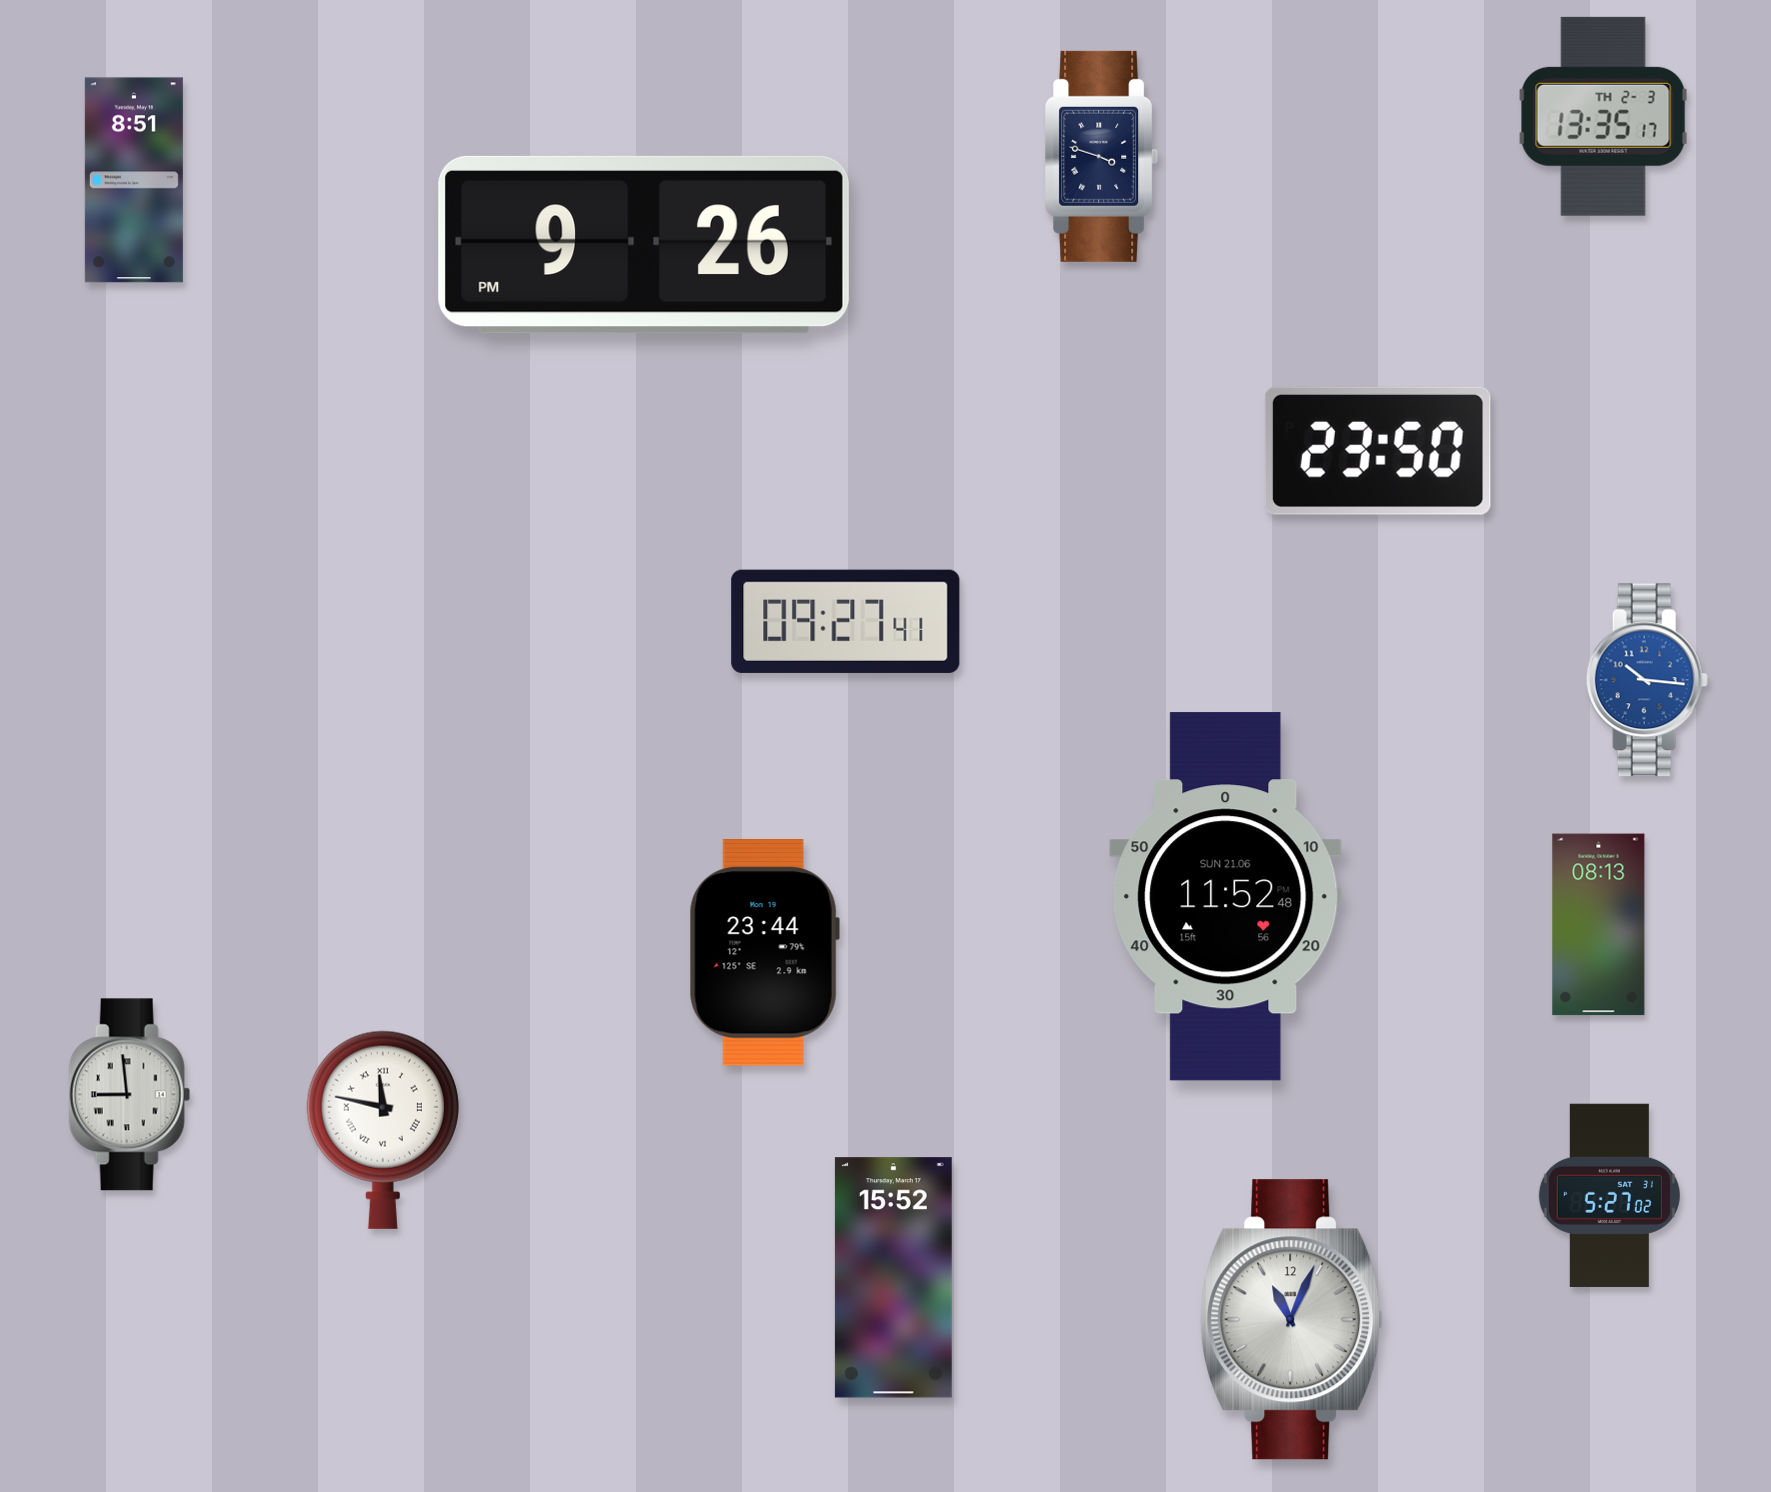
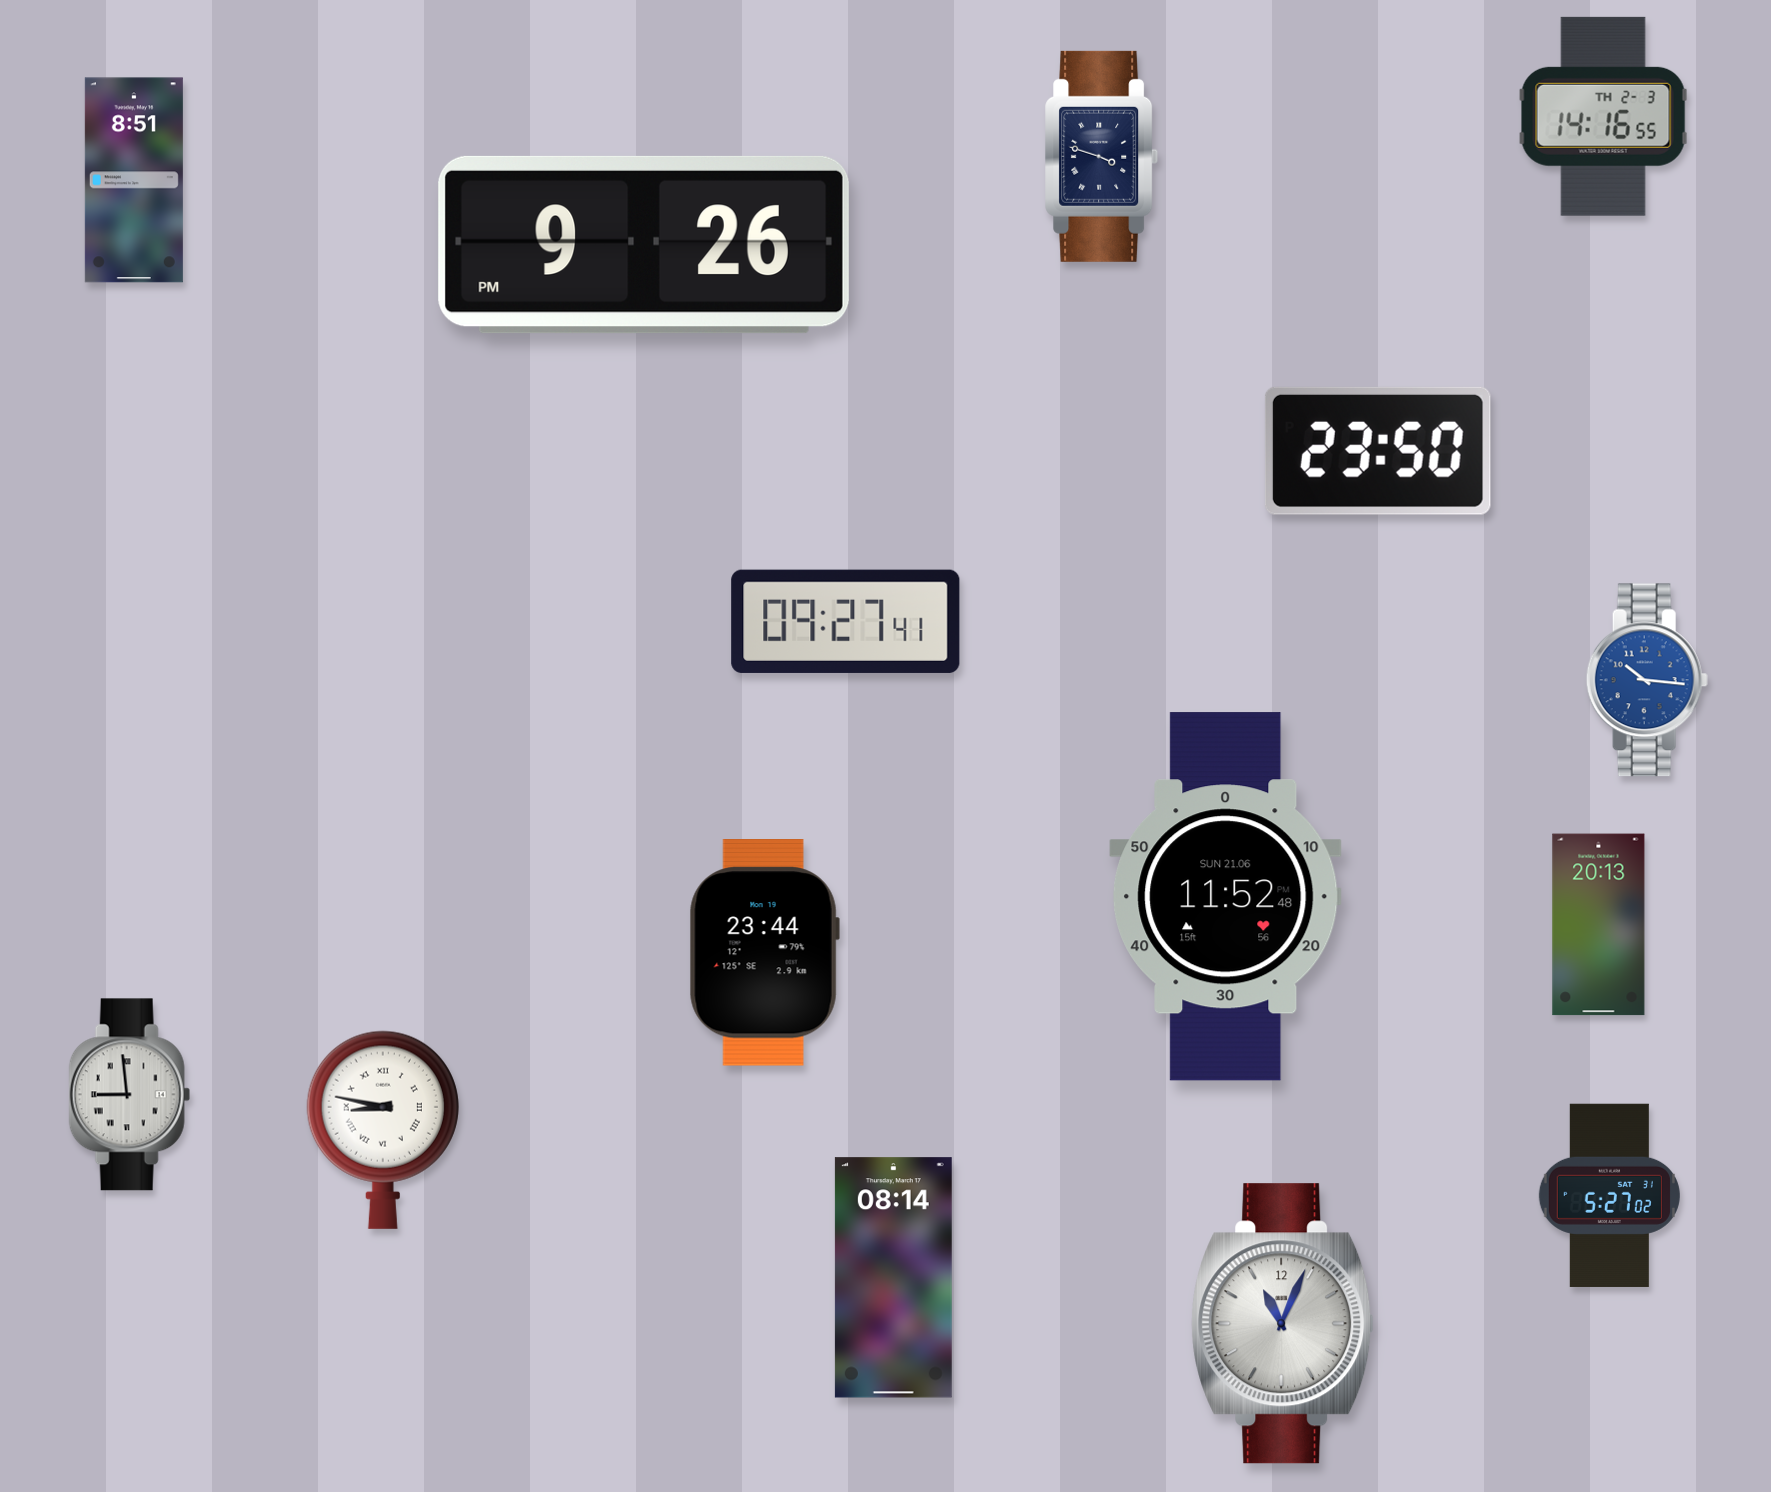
clock at (1603, 116): 13:35 -> 14:16
clock at (1599, 925): 08:13 -> 20:13
clock at (383, 1130): 11:47 -> 8:47
clock at (893, 1278): 15:52 -> 08:14
clock at (1292, 1320) position: (1292, 1320) -> (1283, 1324)
